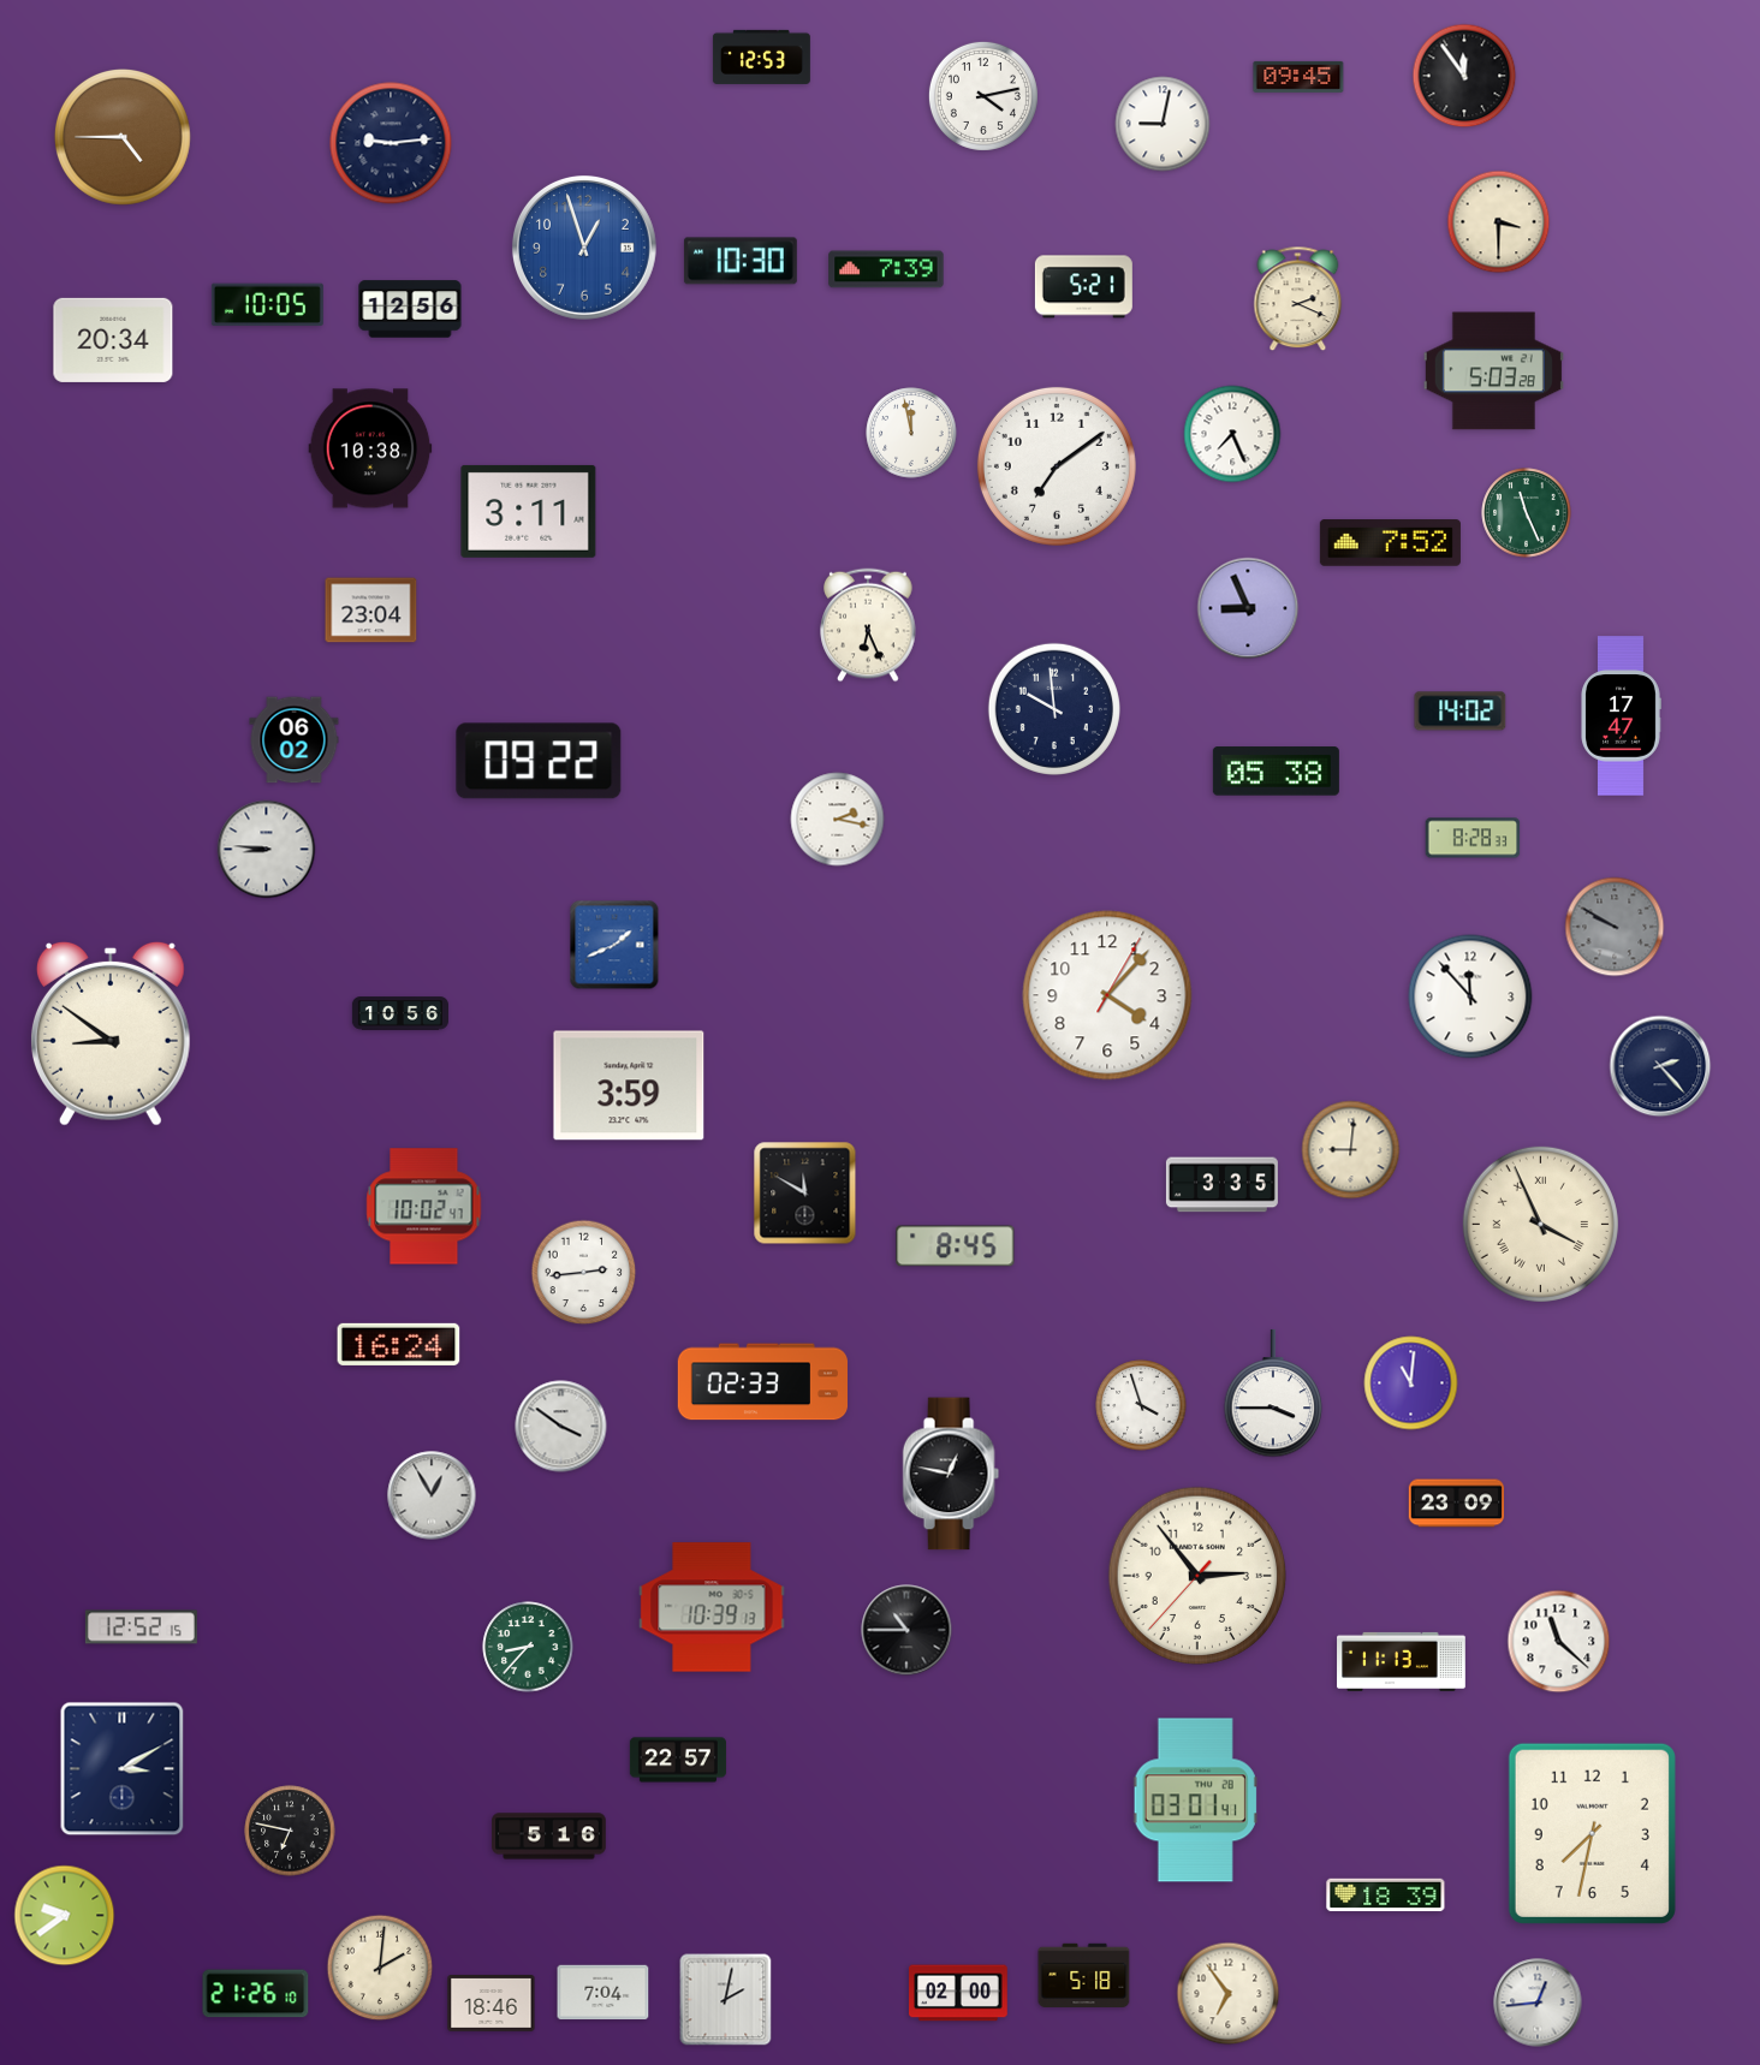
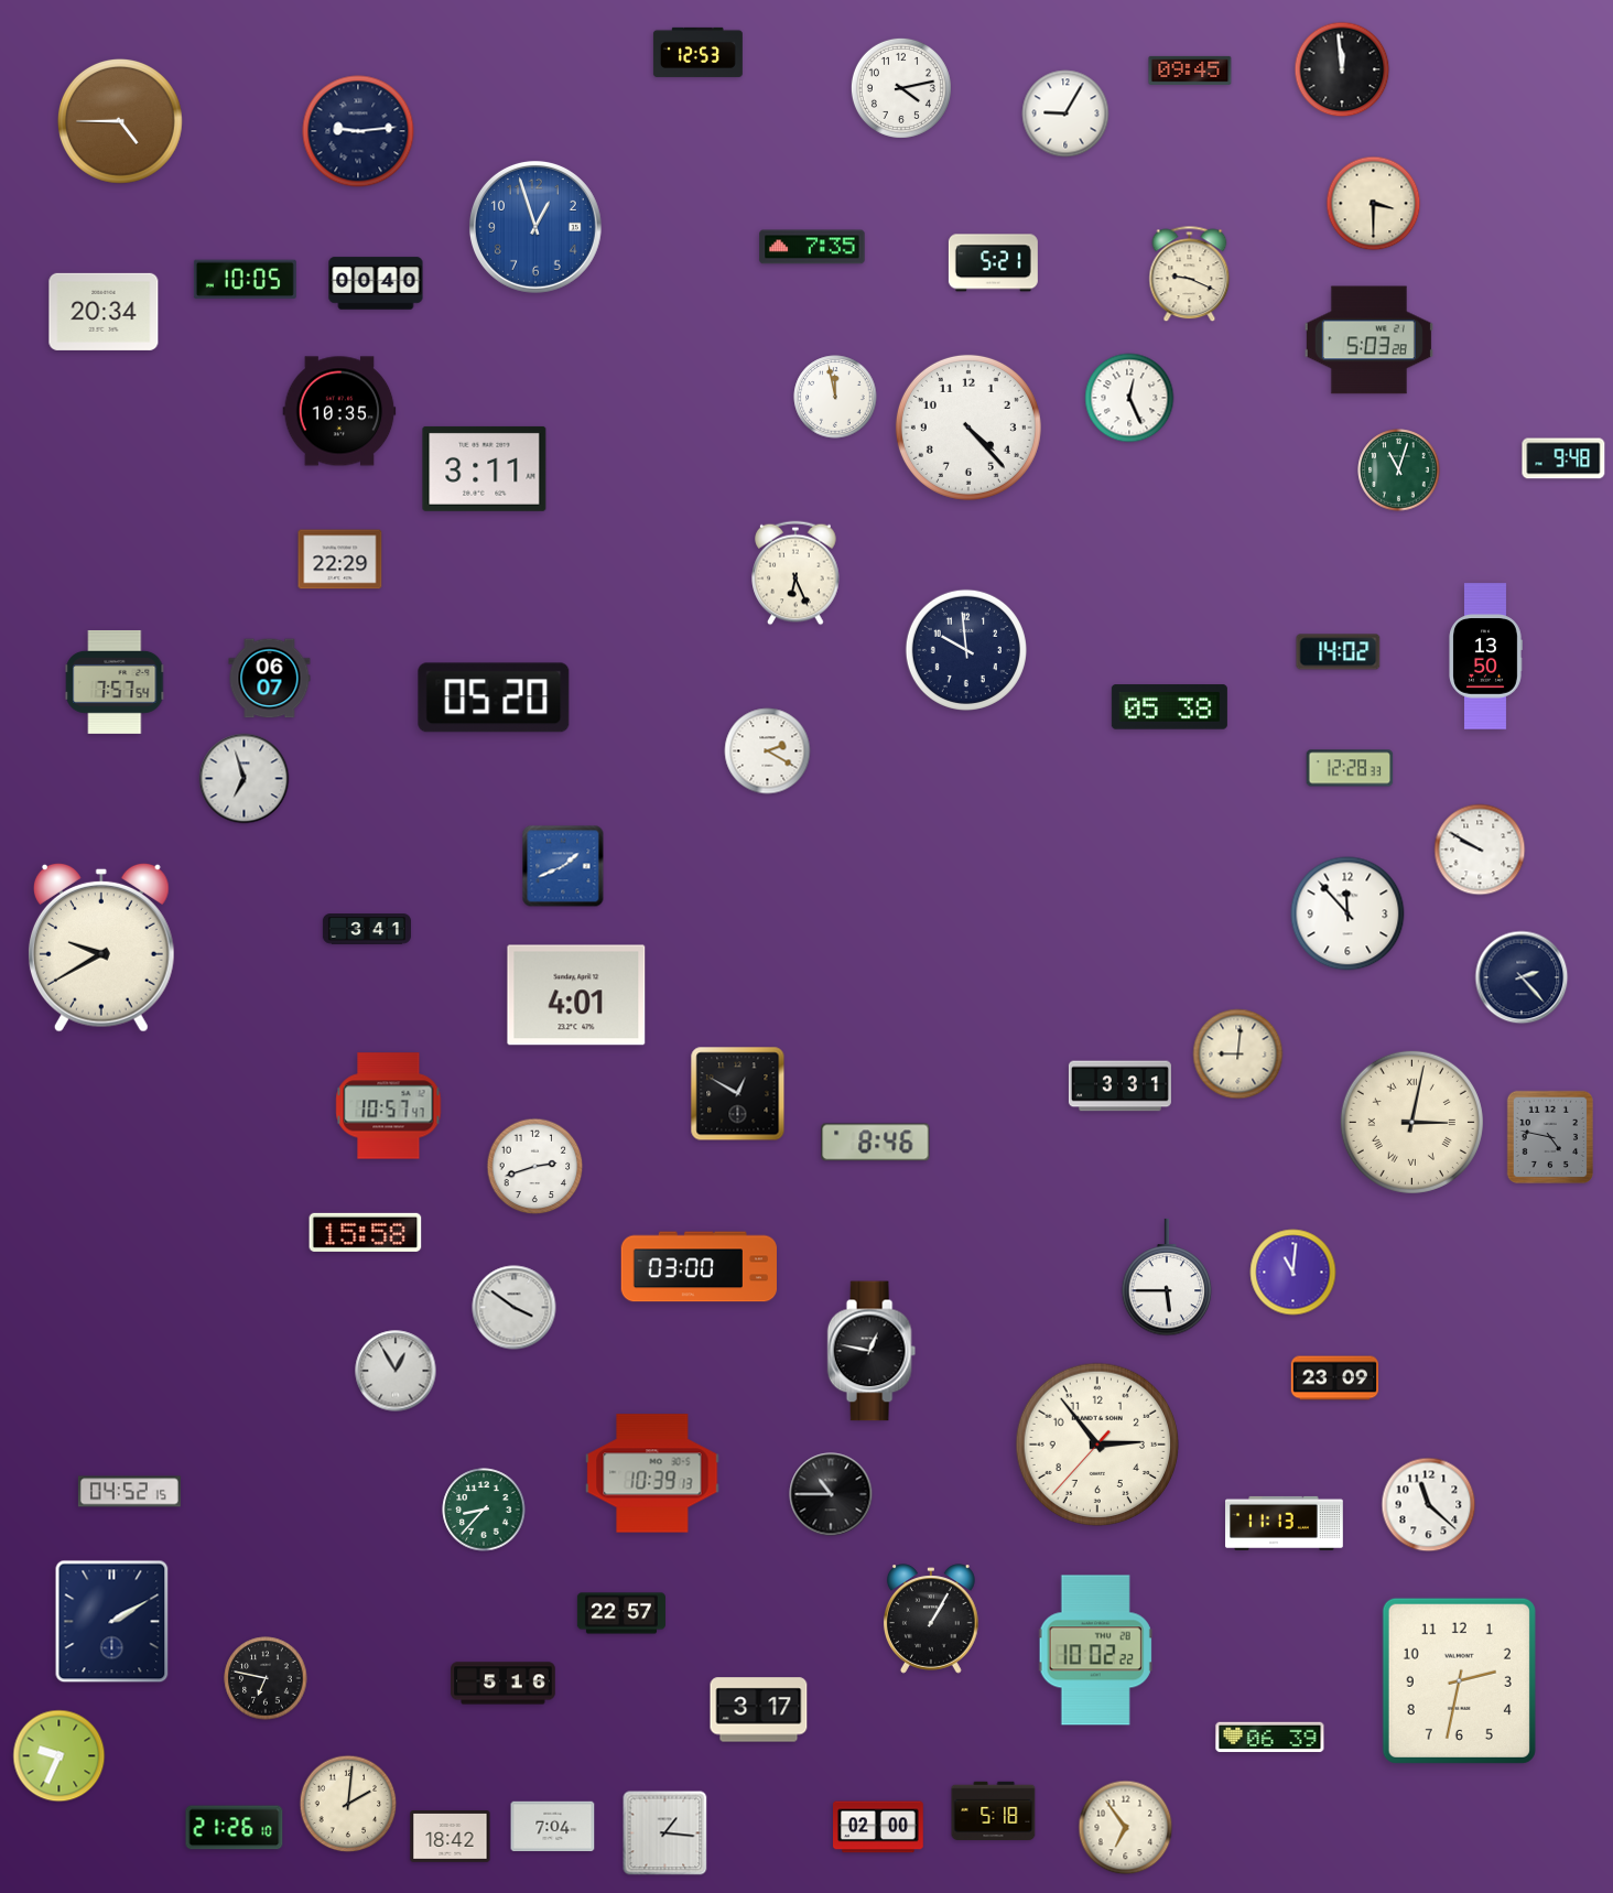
clock at (1464, 76): 11:54 -> 11:59
clock at (1163, 124): 9:02 -> 9:05
clock at (123, 137) position: (123, 137) -> (120, 121)
clock at (741, 261): 10:30 -> none
clock at (886, 269): 7:39 -> 7:35
clock at (1298, 299): 2:19 -> 9:19
clock at (410, 309): 12:56 -> 00:40
clock at (1232, 434): 7:26 -> 12:26
clock at (370, 448): 10:38 -> 10:35
clock at (1057, 466): 7:09 -> 4:23
clock at (1563, 458): none -> 9:48
clock at (1527, 513): 11:26 -> 11:03
clock at (1390, 543): 7:52 -> none
clock at (1248, 608): 8:56 -> none
clock at (371, 611): 23:04 -> 22:29
clock at (1621, 716): 17:47 -> 13:50
clock at (295, 740): 06:02 -> 06:07
clock at (115, 682): none -> 7:57
clock at (539, 761): 09:22 -> 05:20
clock at (838, 820): 2:17 -> 2:20
clock at (1473, 838): 8:28 -> 12:28
clock at (267, 850): 8:46 -> 6:57
clock at (1615, 927) dial: grey -> white
clock at (1107, 995): 4:07 -> none
clock at (400, 1013): 10:56 -> 3:41
clock at (111, 1034): 8:51 -> 9:40
clock at (629, 1085): 3:59 -> 4:01
clock at (1221, 1185): 3:35 -> 3:31
clock at (805, 1194): 11:50 -> 12:50
clock at (424, 1207): 10:02 -> 10:57
clock at (1540, 1224): 3:56 -> 3:02
clock at (1549, 1137): none -> 4:47
clock at (956, 1246): 8:45 -> 8:46
clock at (584, 1273): 2:44 -> 2:42
clock at (399, 1344): 16:24 -> 15:58
clock at (762, 1382): 02:33 -> 03:00
clock at (1411, 1383) position: (1411, 1383) -> (1293, 1273)
clock at (1273, 1393): 3:45 -> 5:45
clock at (1141, 1405): 3:57 -> none
clock at (141, 1627): 12:52 -> 04:52
clock at (932, 1619): none -> 1:05
clock at (123, 1769): 3:10 -> 2:10
clock at (1195, 1801): 03:01 -> 10:02
clock at (1592, 1833): 7:32 -> 2:32
clock at (759, 1710): none -> 3:17
clock at (1386, 1896): 18:39 -> 06:39
clock at (65, 1916): 9:39 -> 9:34
clock at (726, 2000): 2:02 -> 1:16
clock at (1538, 2002): 12:44 -> none
clock at (492, 2004): 18:46 -> 18:42
